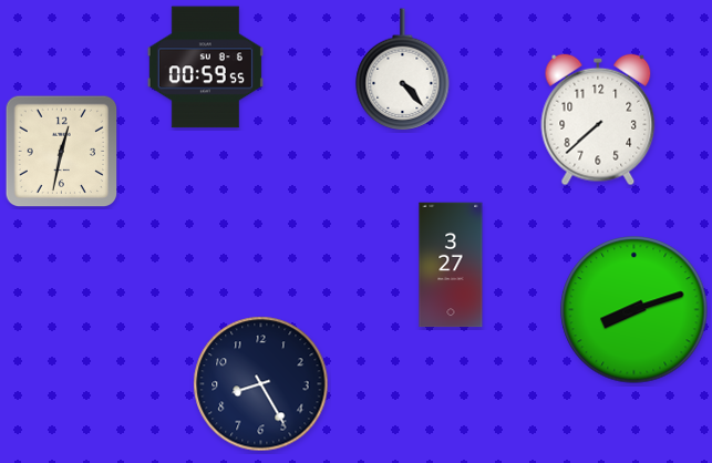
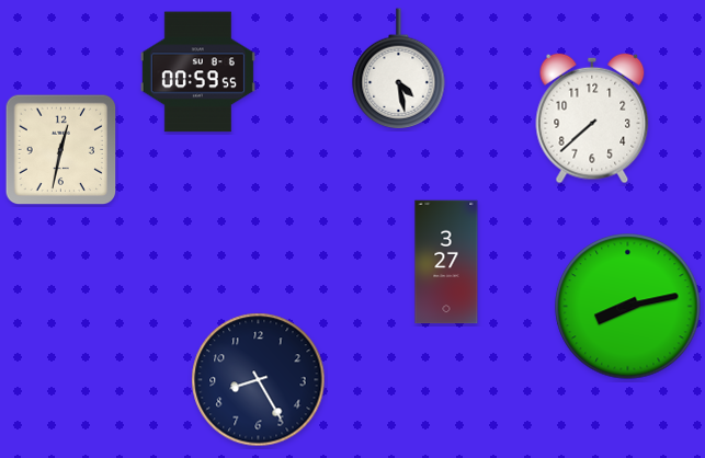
clock at (205, 68) position: (205, 68) -> (197, 72)
clock at (403, 70): 4:23 -> 4:28
clock at (634, 310): 8:12 -> 8:13
